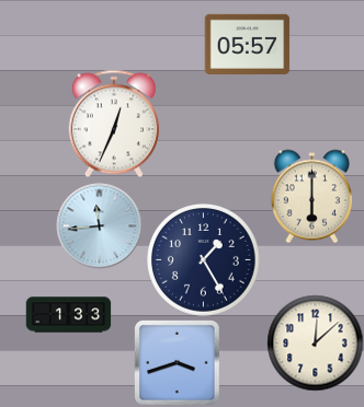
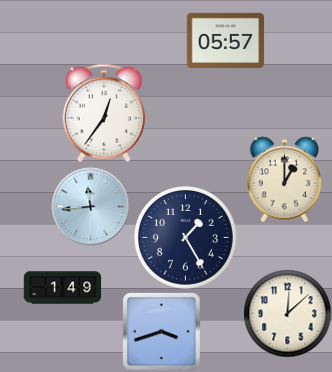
clock at (114, 124): 12:34 -> 12:36
clock at (311, 196): 6:00 -> 1:00
clock at (68, 315): 1:33 -> 1:49
